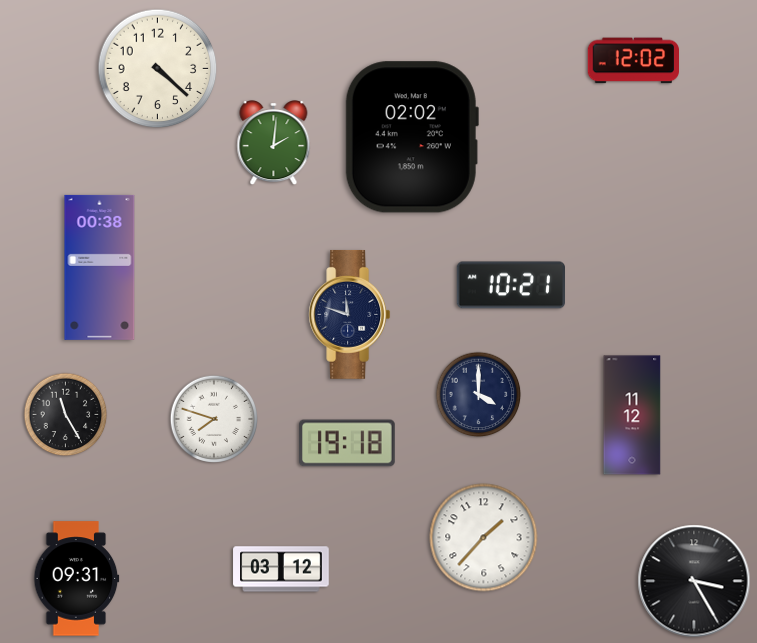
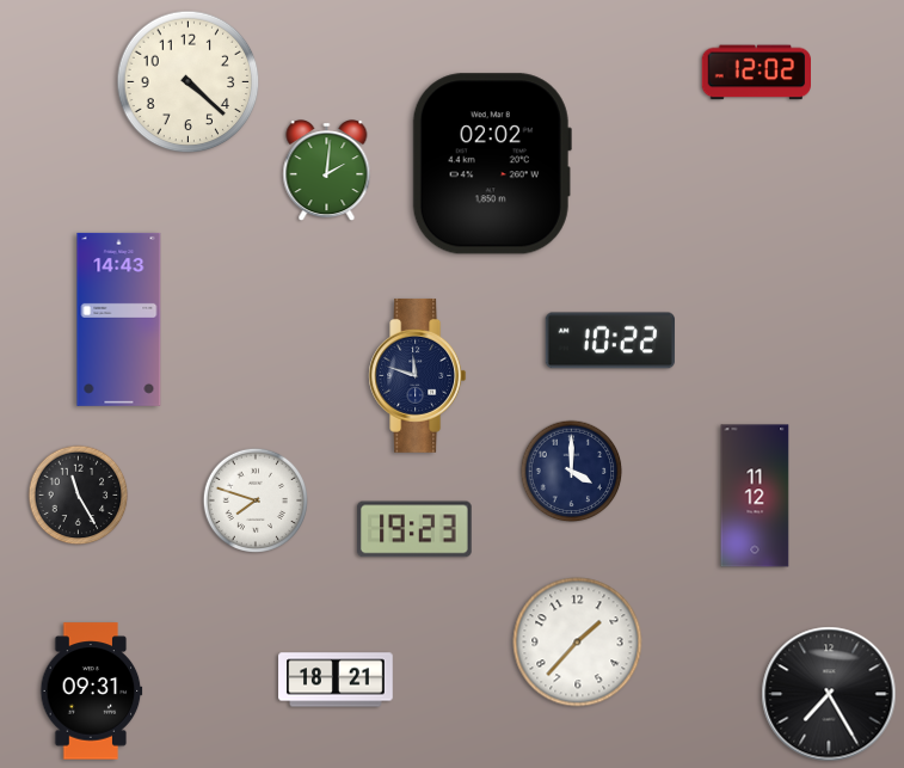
clock at (100, 267): 00:38 -> 14:43
clock at (510, 285): 10:21 -> 10:22
clock at (348, 443): 19:18 -> 19:23
clock at (281, 569): 03:12 -> 18:21
clock at (694, 581): 3:25 -> 7:25
